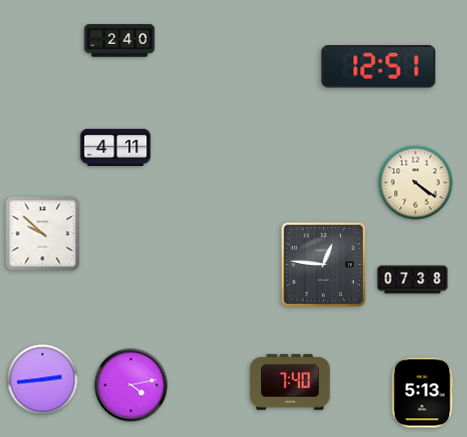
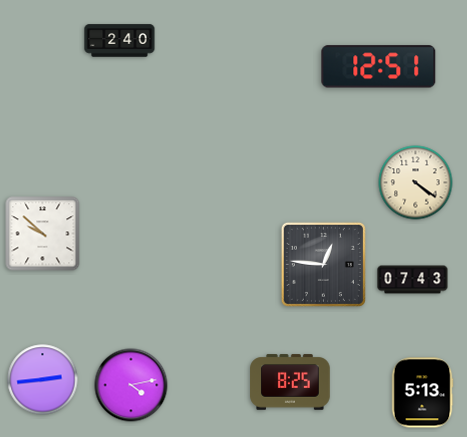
clock at (116, 147): 4:11 -> none
clock at (413, 280): 07:38 -> 07:43
clock at (290, 382): 7:40 -> 8:25
